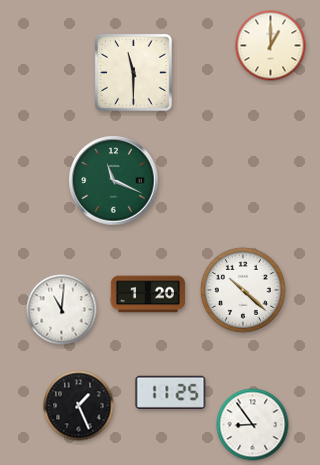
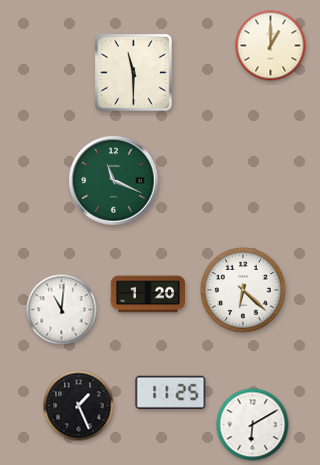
clock at (243, 290): 10:22 -> 6:22
clock at (253, 425): 8:54 -> 6:10
